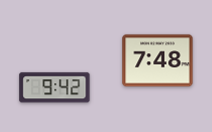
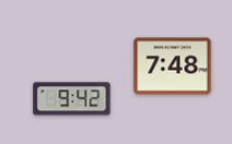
clock at (55, 88) position: (55, 88) -> (72, 99)
